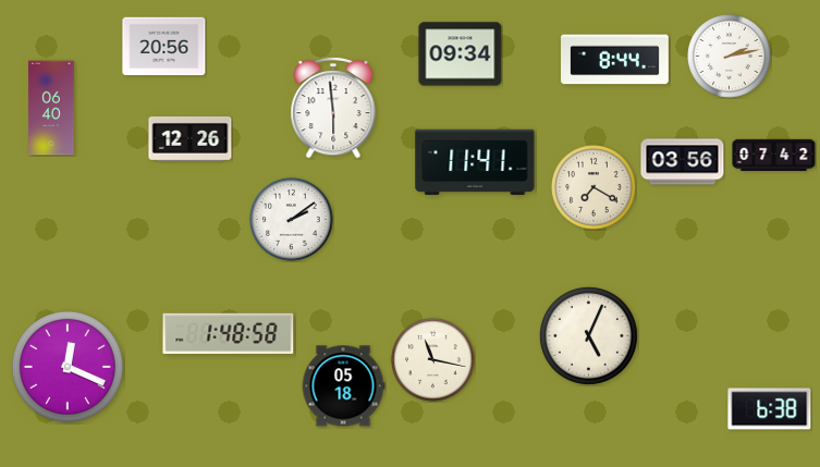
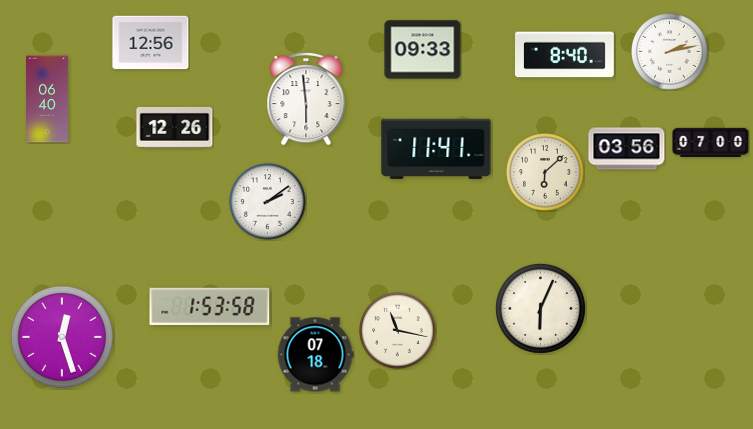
clock at (164, 47): 20:56 -> 12:56
clock at (461, 54): 09:34 -> 09:33
clock at (615, 60): 8:44 -> 8:40
clock at (774, 155): 07:42 -> 07:00
clock at (593, 187): 7:20 -> 6:08
clock at (229, 333): 1:48 -> 1:53
clock at (588, 335): 5:04 -> 6:04
clock at (68, 367): 12:19 -> 12:27
clock at (343, 386): 05:18 -> 07:18
clock at (770, 409): 6:38 -> none
